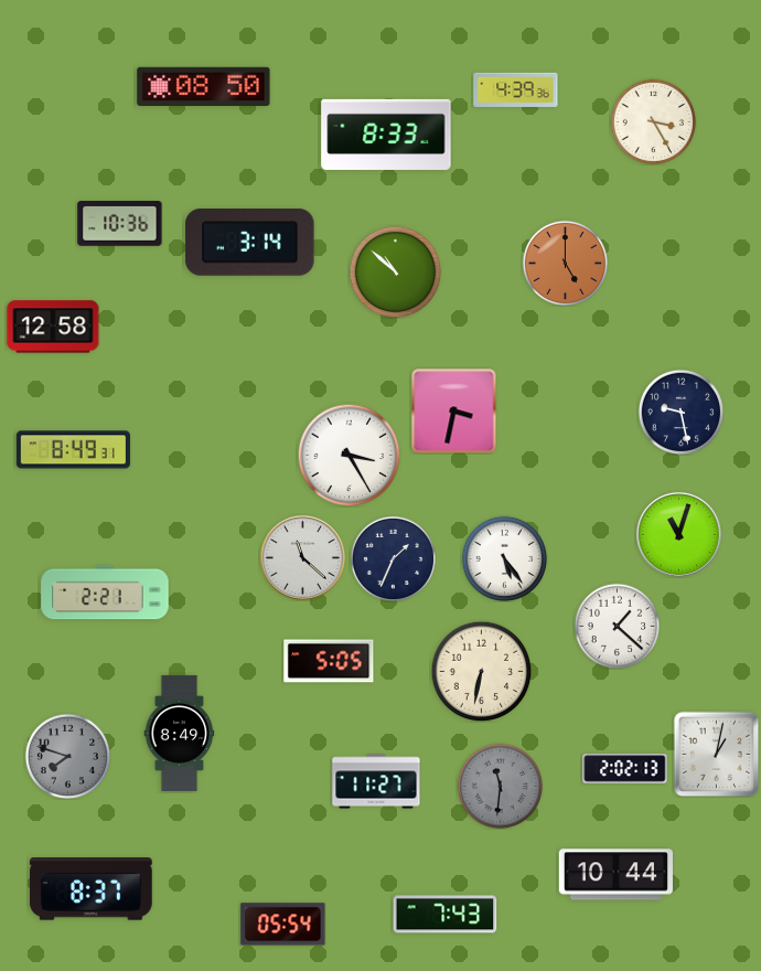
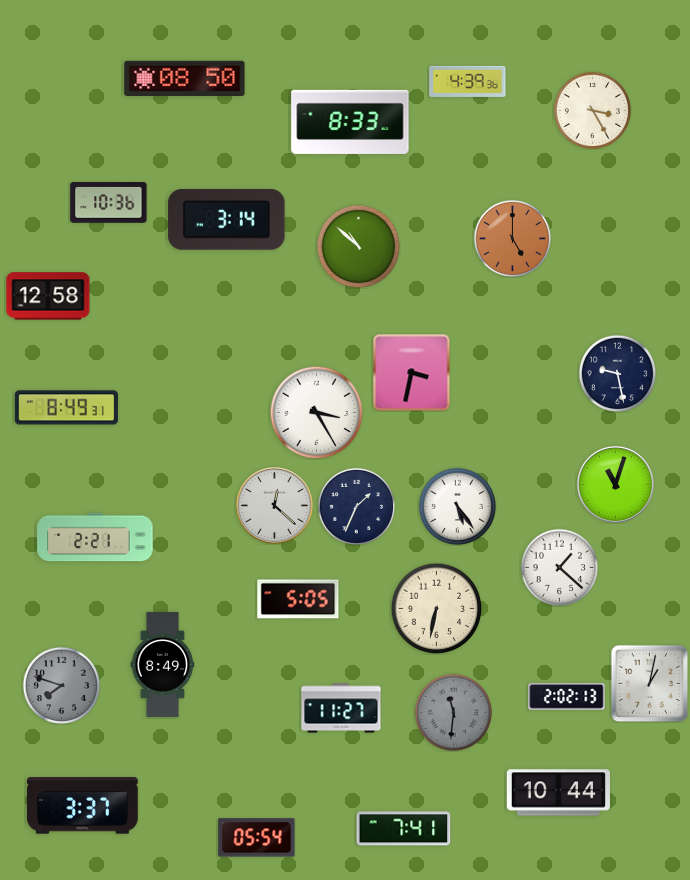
clock at (302, 557): 11:22 -> 12:22
clock at (90, 889): 8:37 -> 3:37
clock at (446, 915): 7:43 -> 7:41
